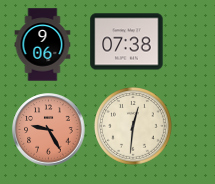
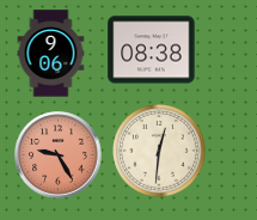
clock at (127, 42): 07:38 -> 08:38
